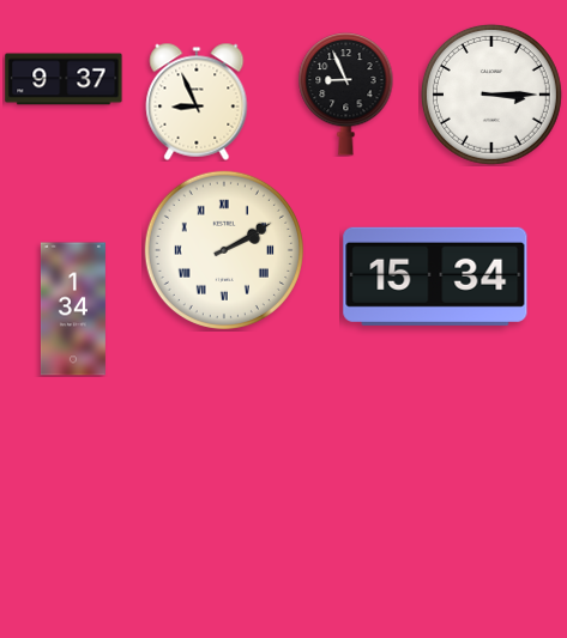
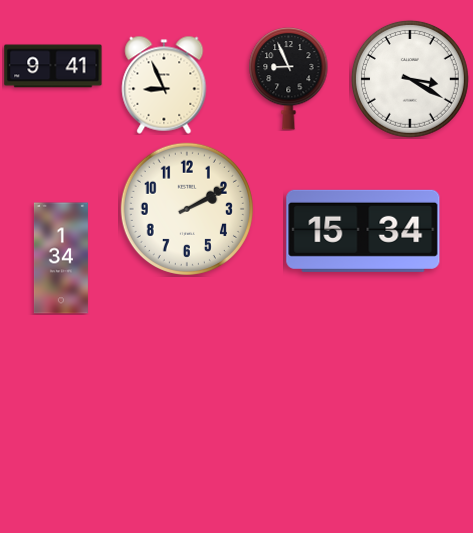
clock at (64, 79): 9:37 -> 9:41
clock at (491, 95): 3:15 -> 3:20
clock at (224, 250) numerals: Roman -> Arabic
